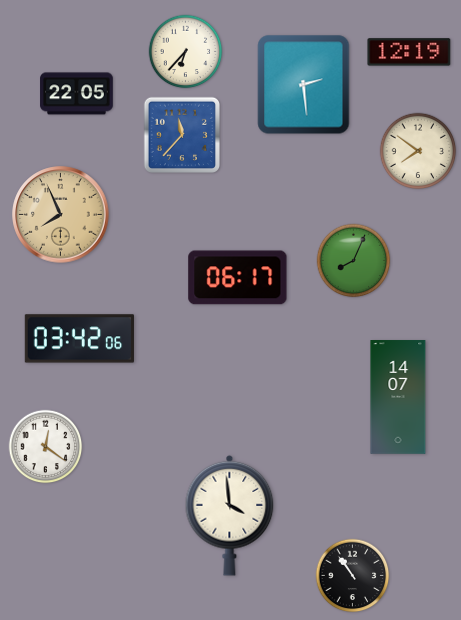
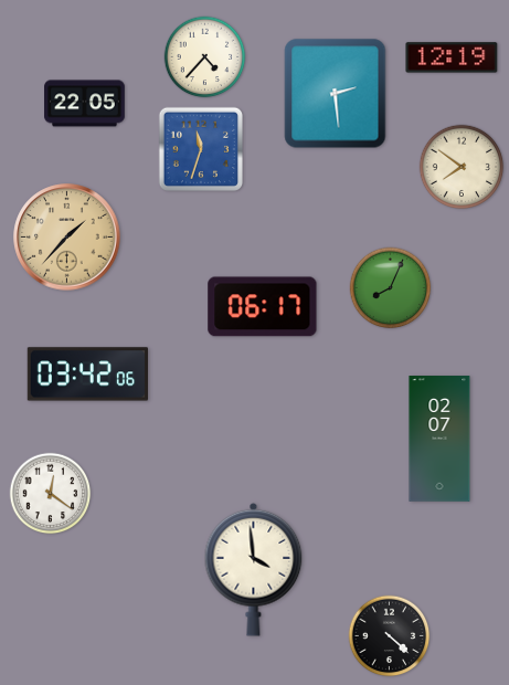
clock at (186, 52): 6:37 -> 4:37
clock at (181, 134): 11:37 -> 11:33
clock at (61, 215): 7:56 -> 1:37
clock at (398, 397): 14:07 -> 02:07
clock at (353, 576): 10:54 -> 4:22
